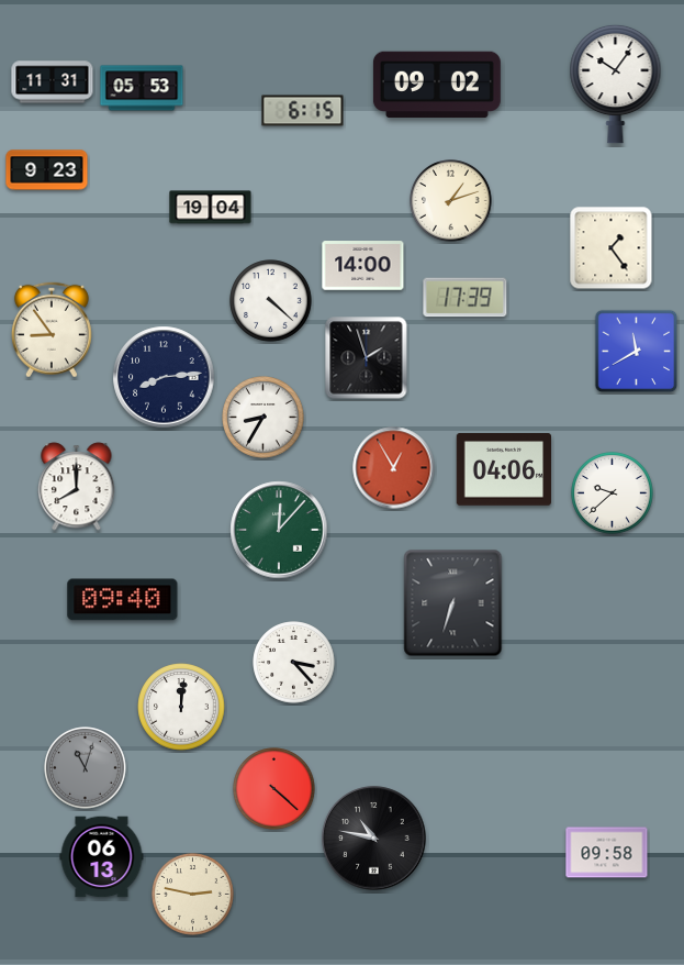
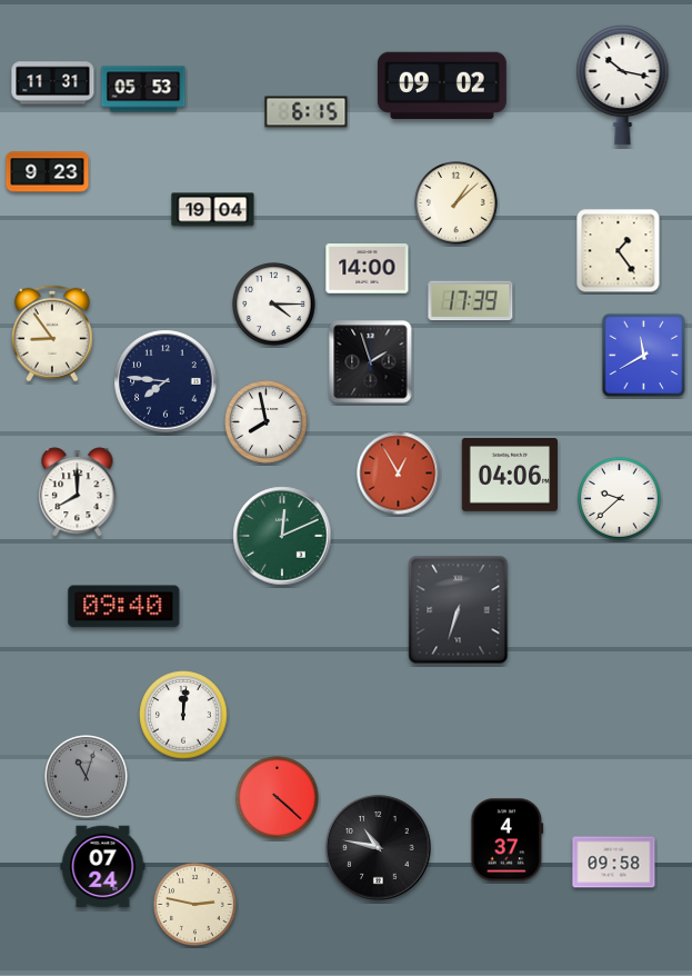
clock at (616, 84): 10:06 -> 10:17
clock at (451, 201): 1:12 -> 1:08
clock at (271, 301): 4:22 -> 4:15
clock at (164, 377): 8:14 -> 7:46
clock at (263, 418): 8:35 -> 7:58
clock at (279, 530): 12:07 -> 12:11
clock at (294, 663): 3:23 -> none
clock at (508, 840): none -> 4:37
clock at (102, 857): 06:13 -> 07:24
